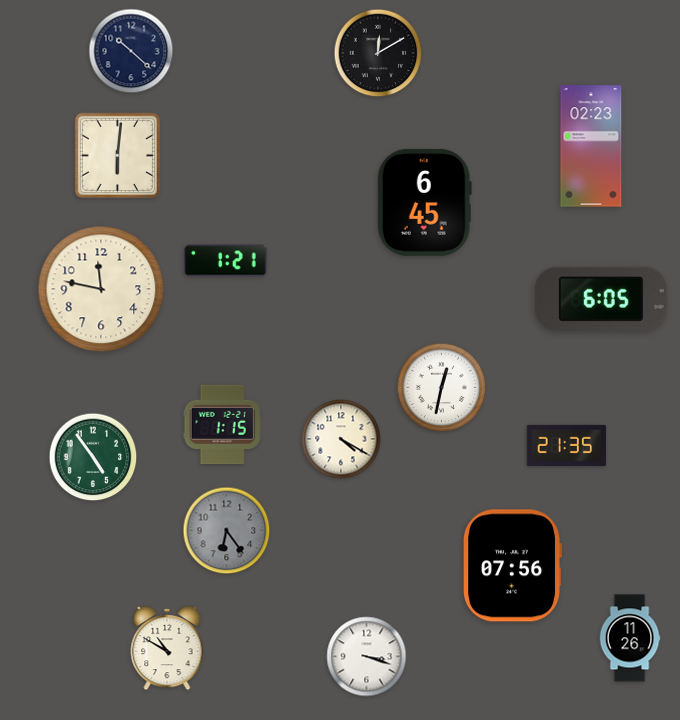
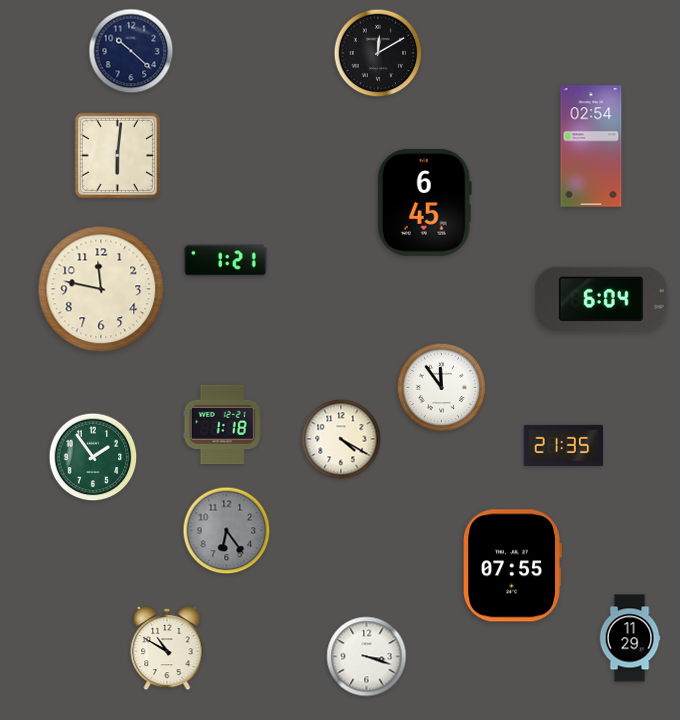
clock at (591, 146): 02:23 -> 02:54
clock at (601, 299): 6:05 -> 6:04
clock at (442, 388): 12:32 -> 11:54
clock at (222, 425): 1:15 -> 1:18
clock at (567, 445) position: (567, 445) -> (564, 445)
clock at (93, 457): 4:54 -> 1:54
clock at (513, 566): 07:56 -> 07:55
clock at (630, 638): 11:26 -> 11:29
